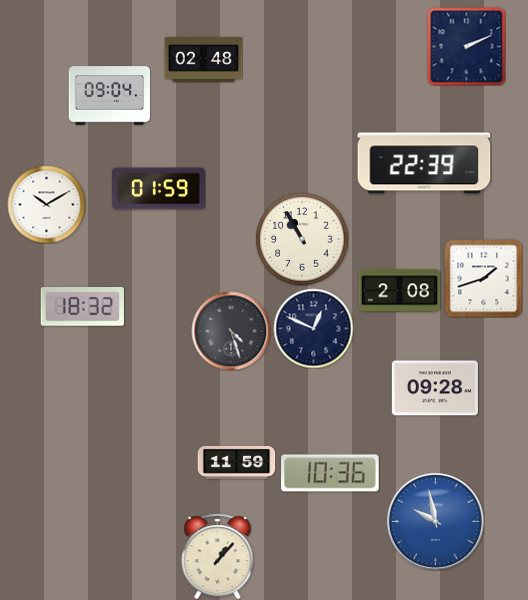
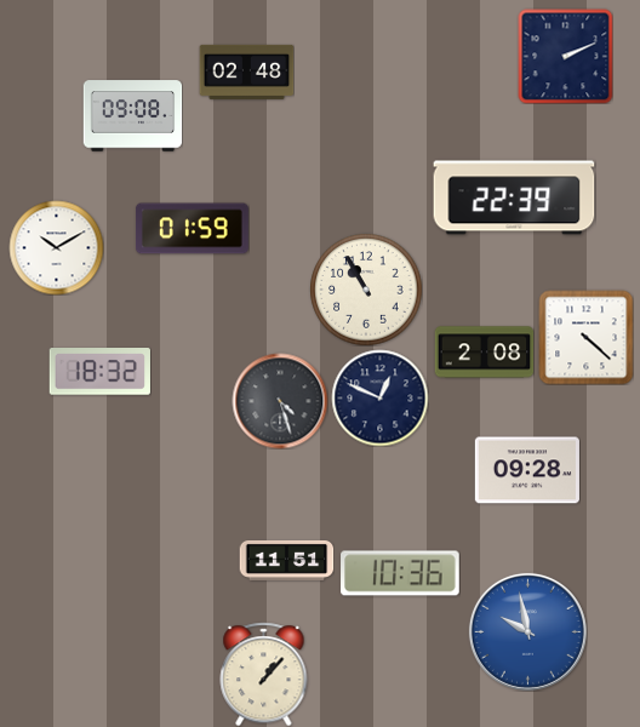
clock at (109, 96): 09:04 -> 09:08
clock at (483, 278): 1:42 -> 4:22
clock at (236, 462): 11:59 -> 11:51
